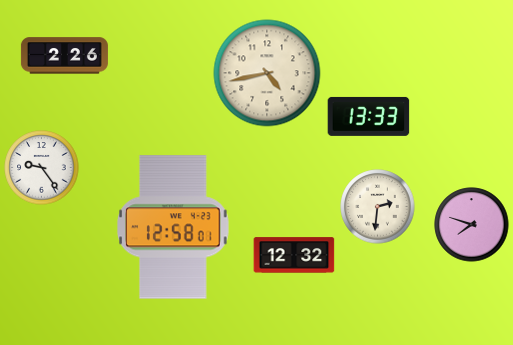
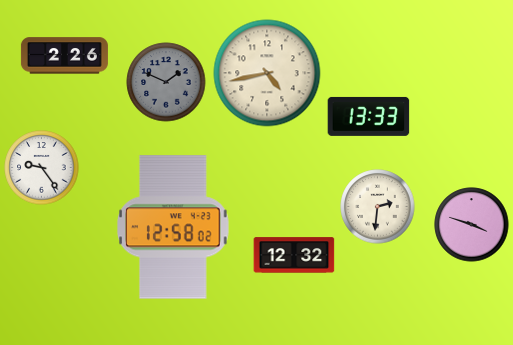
clock at (166, 82): none -> 1:49
clock at (472, 225): 7:48 -> 3:48
clock at (173, 227): 12:58:01 -> 12:58:02
